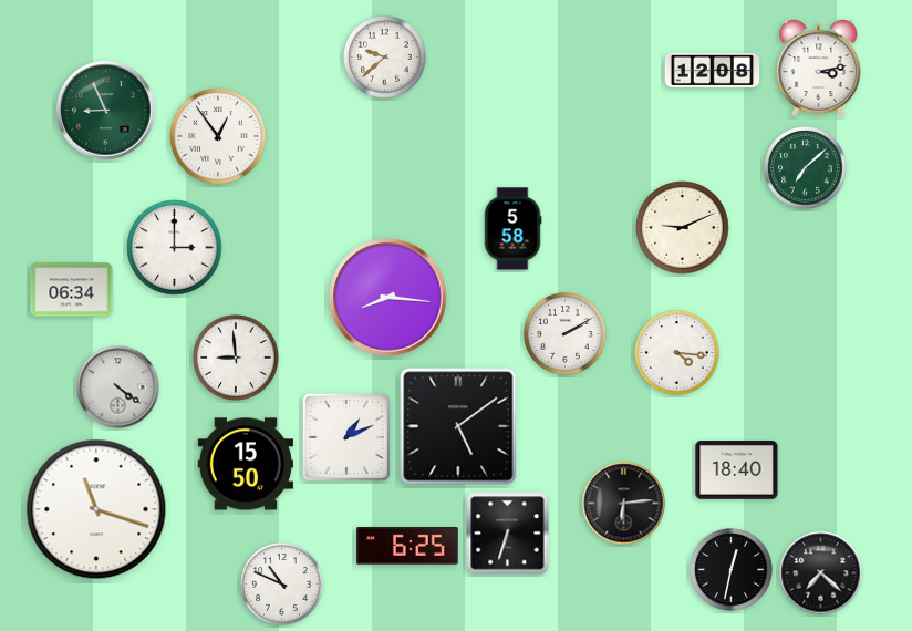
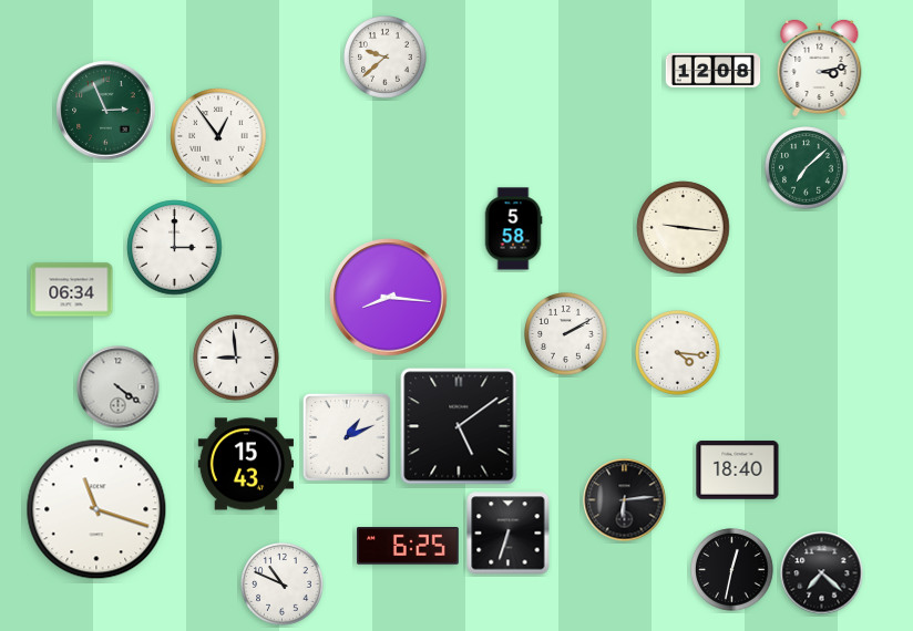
clock at (106, 111): 8:56 -> 2:56
clock at (683, 228): 9:11 -> 9:16
clock at (245, 464): 15:50 -> 15:43
clock at (624, 504) position: (624, 504) -> (625, 500)
